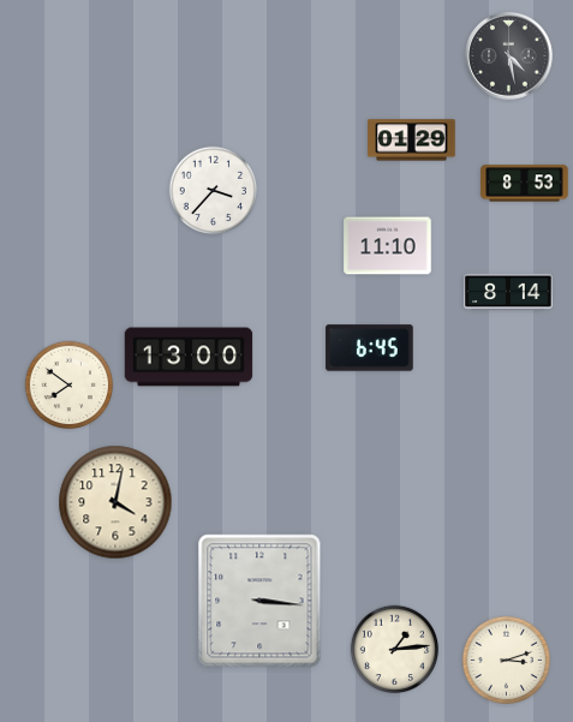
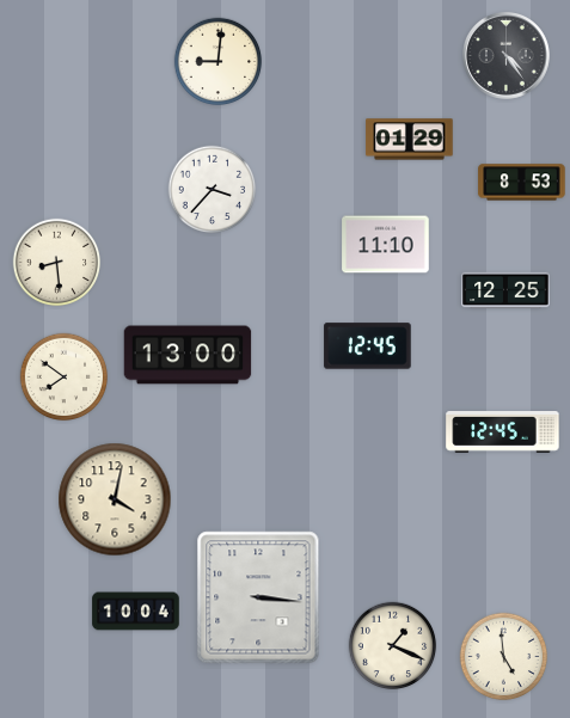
clock at (509, 56): 4:28 -> 4:24
clock at (219, 62): none -> 9:01
clock at (57, 263): none -> 8:29
clock at (508, 292): 8:14 -> 12:25
clock at (370, 348): 6:45 -> 12:45
clock at (70, 386) position: (70, 386) -> (65, 378)
clock at (503, 432): none -> 12:45
clock at (136, 612): none -> 10:04
clock at (395, 650): 1:14 -> 1:19
clock at (507, 661): 3:12 -> 4:59
